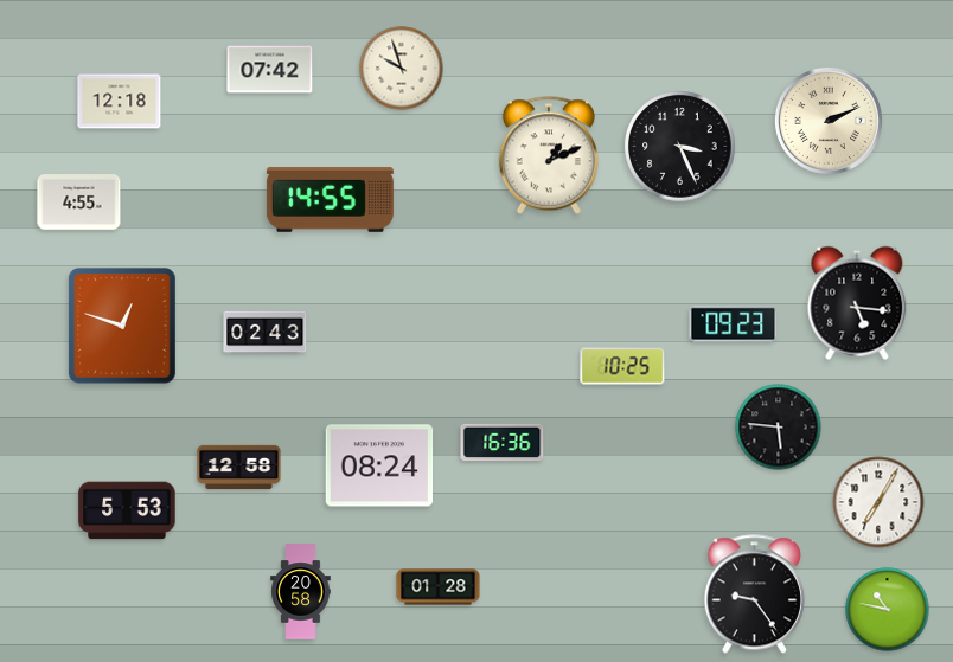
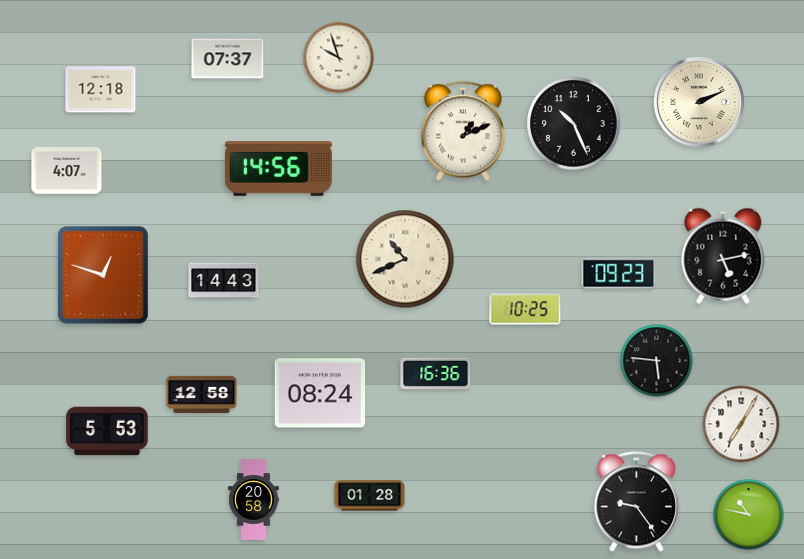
clock at (270, 70): 07:42 -> 07:37
clock at (120, 102) position: (120, 102) -> (101, 90)
clock at (680, 147): 3:26 -> 10:26
clock at (330, 200): 14:55 -> 14:56
clock at (79, 203): 4:55 -> 4:07
clock at (857, 303): 5:16 -> 5:13
clock at (405, 259): none -> 10:41
clock at (266, 333): 02:43 -> 14:43
clock at (503, 443) position: (503, 443) -> (436, 374)
